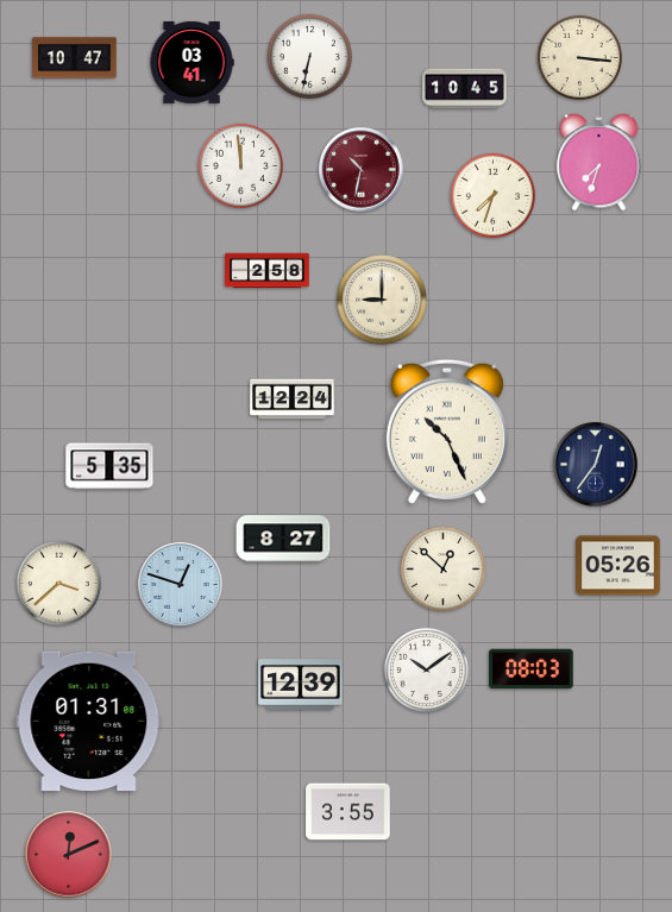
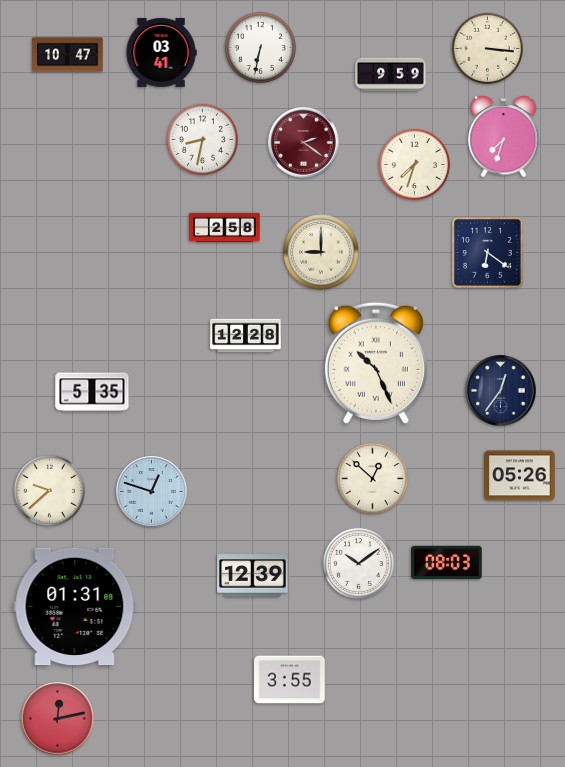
clock at (75, 58) position: (75, 58) -> (68, 55)
clock at (465, 89): 10:45 -> 9:59
clock at (240, 165): 11:59 -> 8:32
clock at (362, 170): 10:32 -> 2:21
clock at (488, 253): none -> 6:21
clock at (293, 400): 12:24 -> 12:28
clock at (283, 539): 8:27 -> none
clock at (58, 583): 3:38 -> 9:38
clock at (348, 812) position: (348, 812) -> (290, 680)
clock at (69, 855): 12:11 -> 12:13
